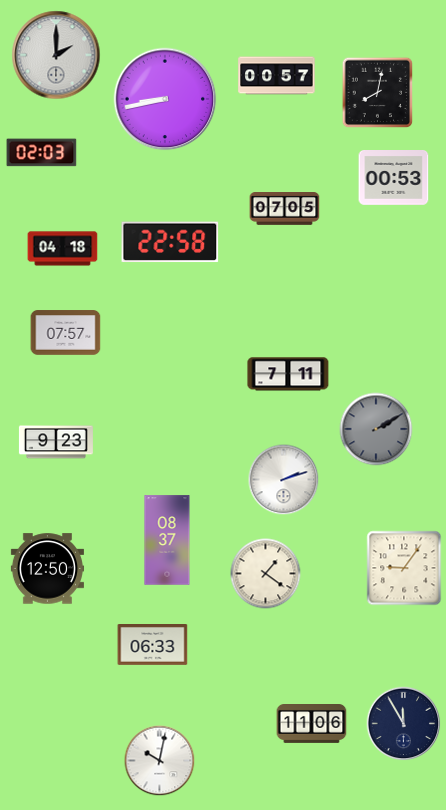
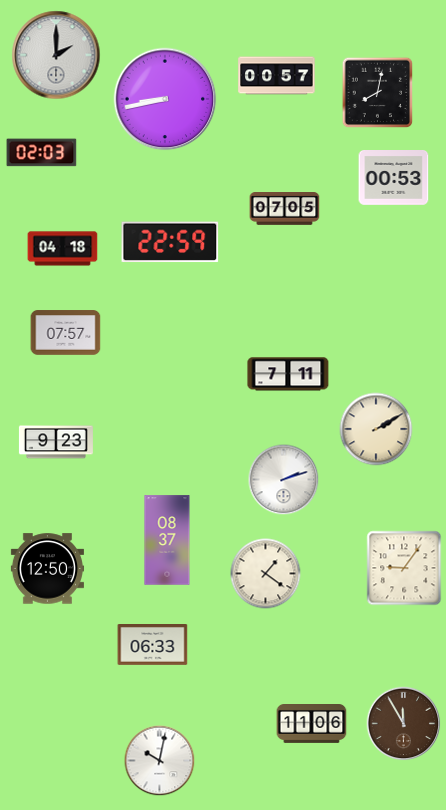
clock at (170, 242): 22:58 -> 22:59
clock at (376, 429) dial: grey -> cream
clock at (404, 724) dial: navy -> brown
